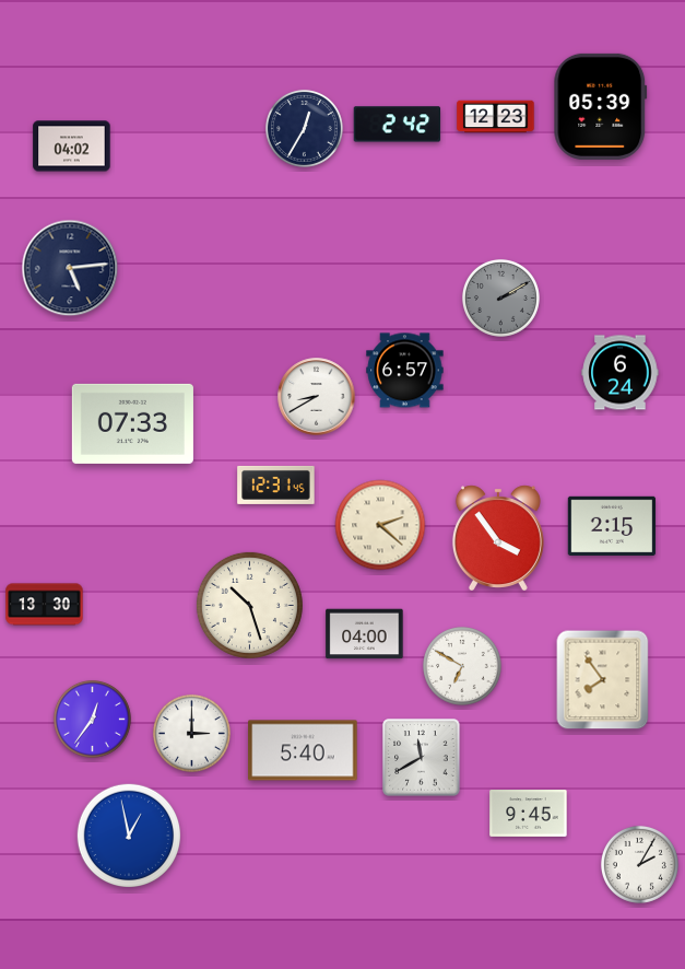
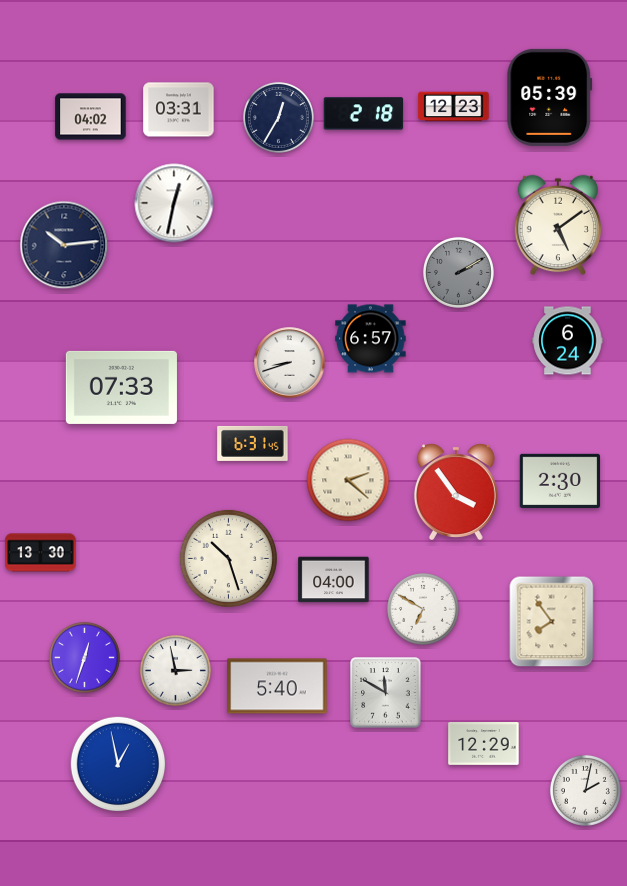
clock at (179, 110): none -> 03:31
clock at (398, 125): 2:42 -> 2:18
clock at (72, 147) position: (72, 147) -> (91, 117)
clock at (174, 203): none -> 12:32
clock at (558, 225): none -> 5:09
clock at (70, 268): 5:14 -> 10:14
clock at (317, 397): 8:40 -> 8:42
clock at (276, 484): 12:31 -> 6:31
clock at (612, 525): 2:15 -> 2:30
clock at (249, 605) position: (249, 605) -> (228, 558)
clock at (92, 719): 12:36 -> 12:33
clock at (191, 733): 3:00 -> 2:58
clock at (422, 758): 11:40 -> 11:50
clock at (529, 814): 9:45 -> 12:29
clock at (639, 864): 2:05 -> 2:02
